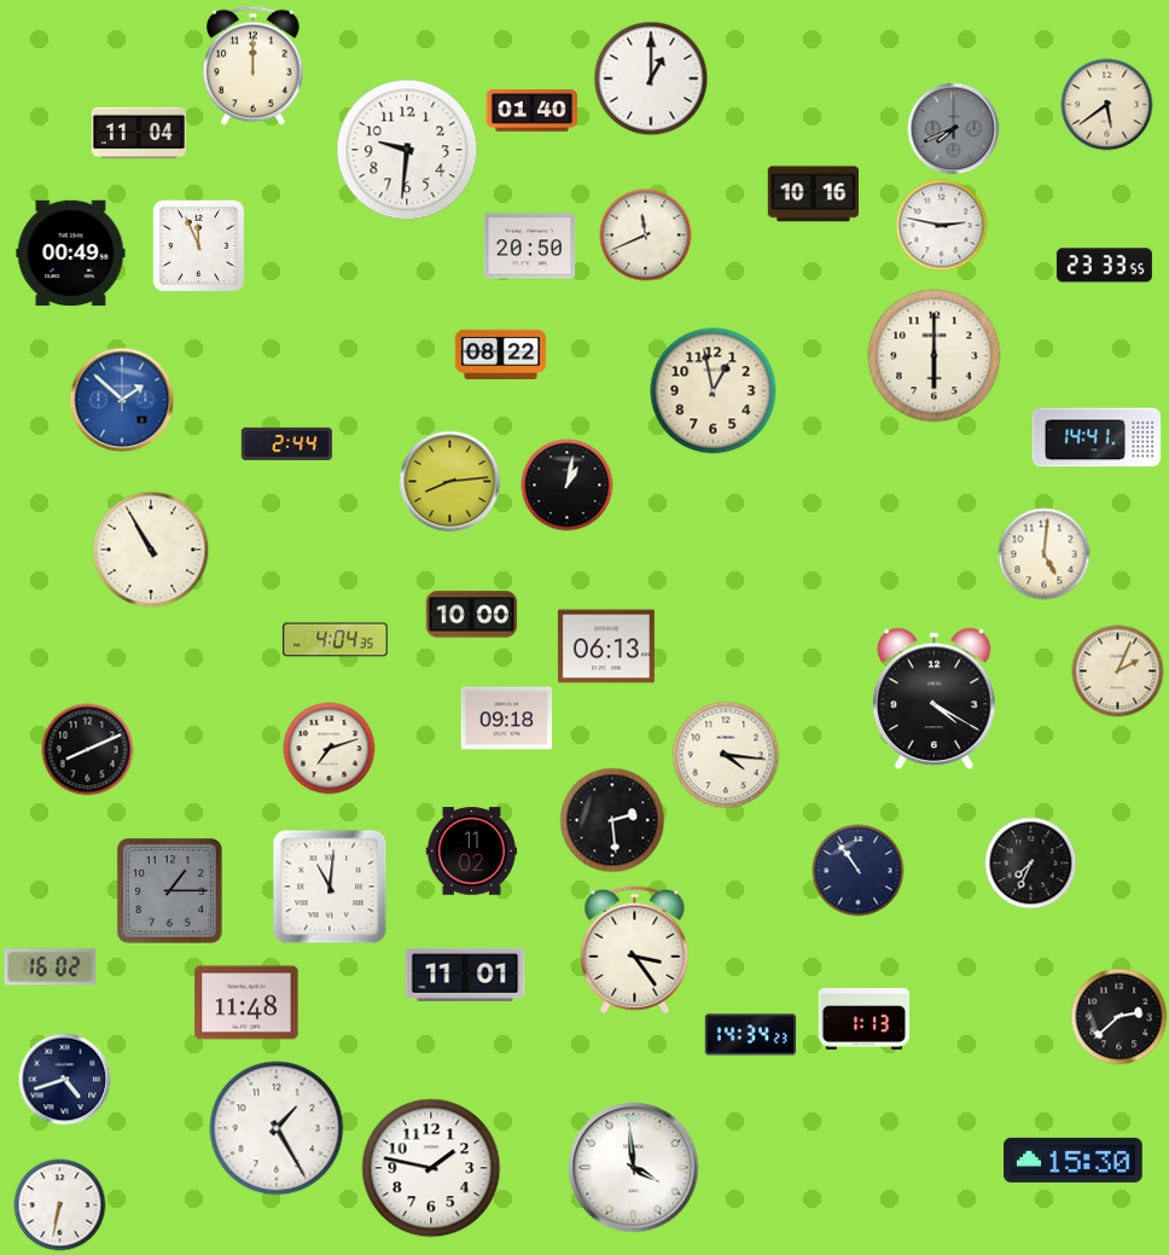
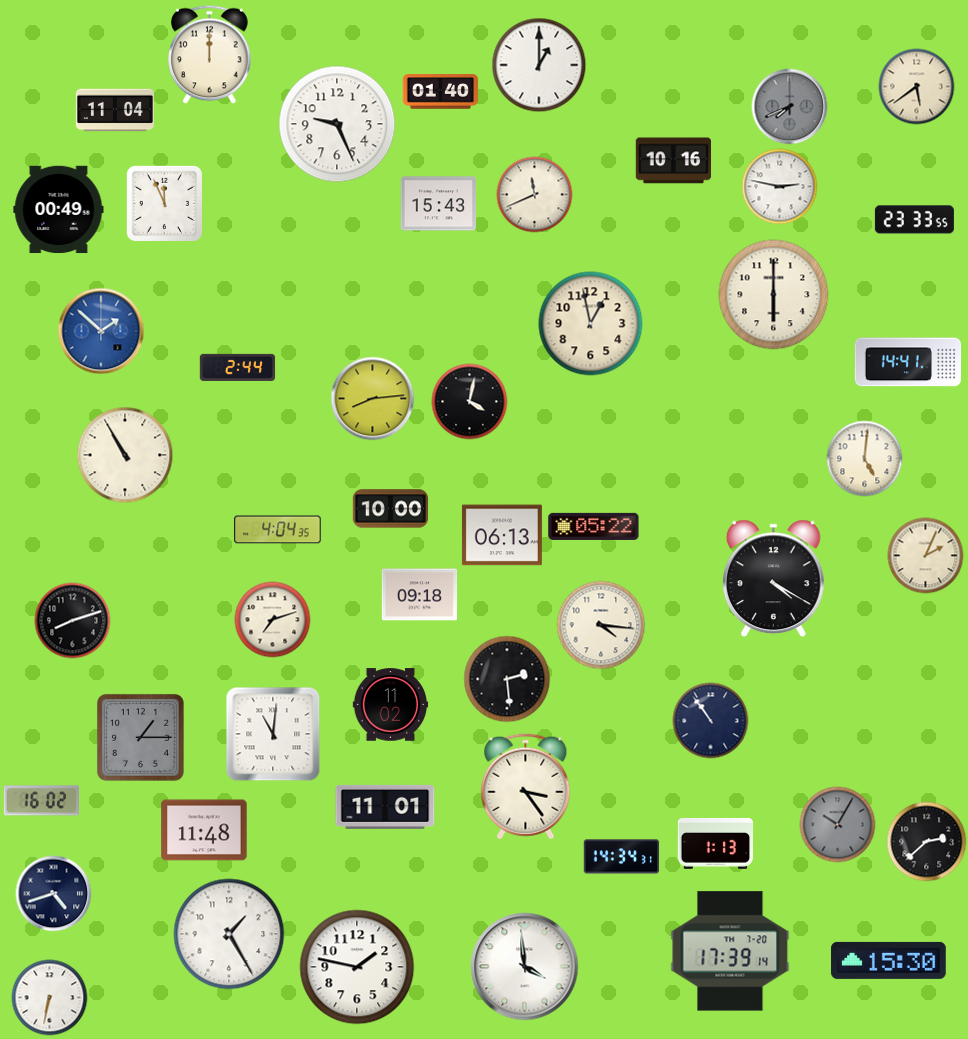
clock at (407, 150): 9:31 -> 9:26
clock at (530, 246): 20:50 -> 15:43
clock at (501, 354): 08:22 -> none
clock at (568, 486): 1:02 -> 4:02
clock at (594, 526): none -> 05:22
clock at (88, 750): 8:11 -> 8:12
clock at (1031, 864): 7:34 -> none
clock at (838, 825): none -> 10:05
clock at (751, 1035): 14:34:23 -> 14:34:31
clock at (730, 951): none -> 17:39
